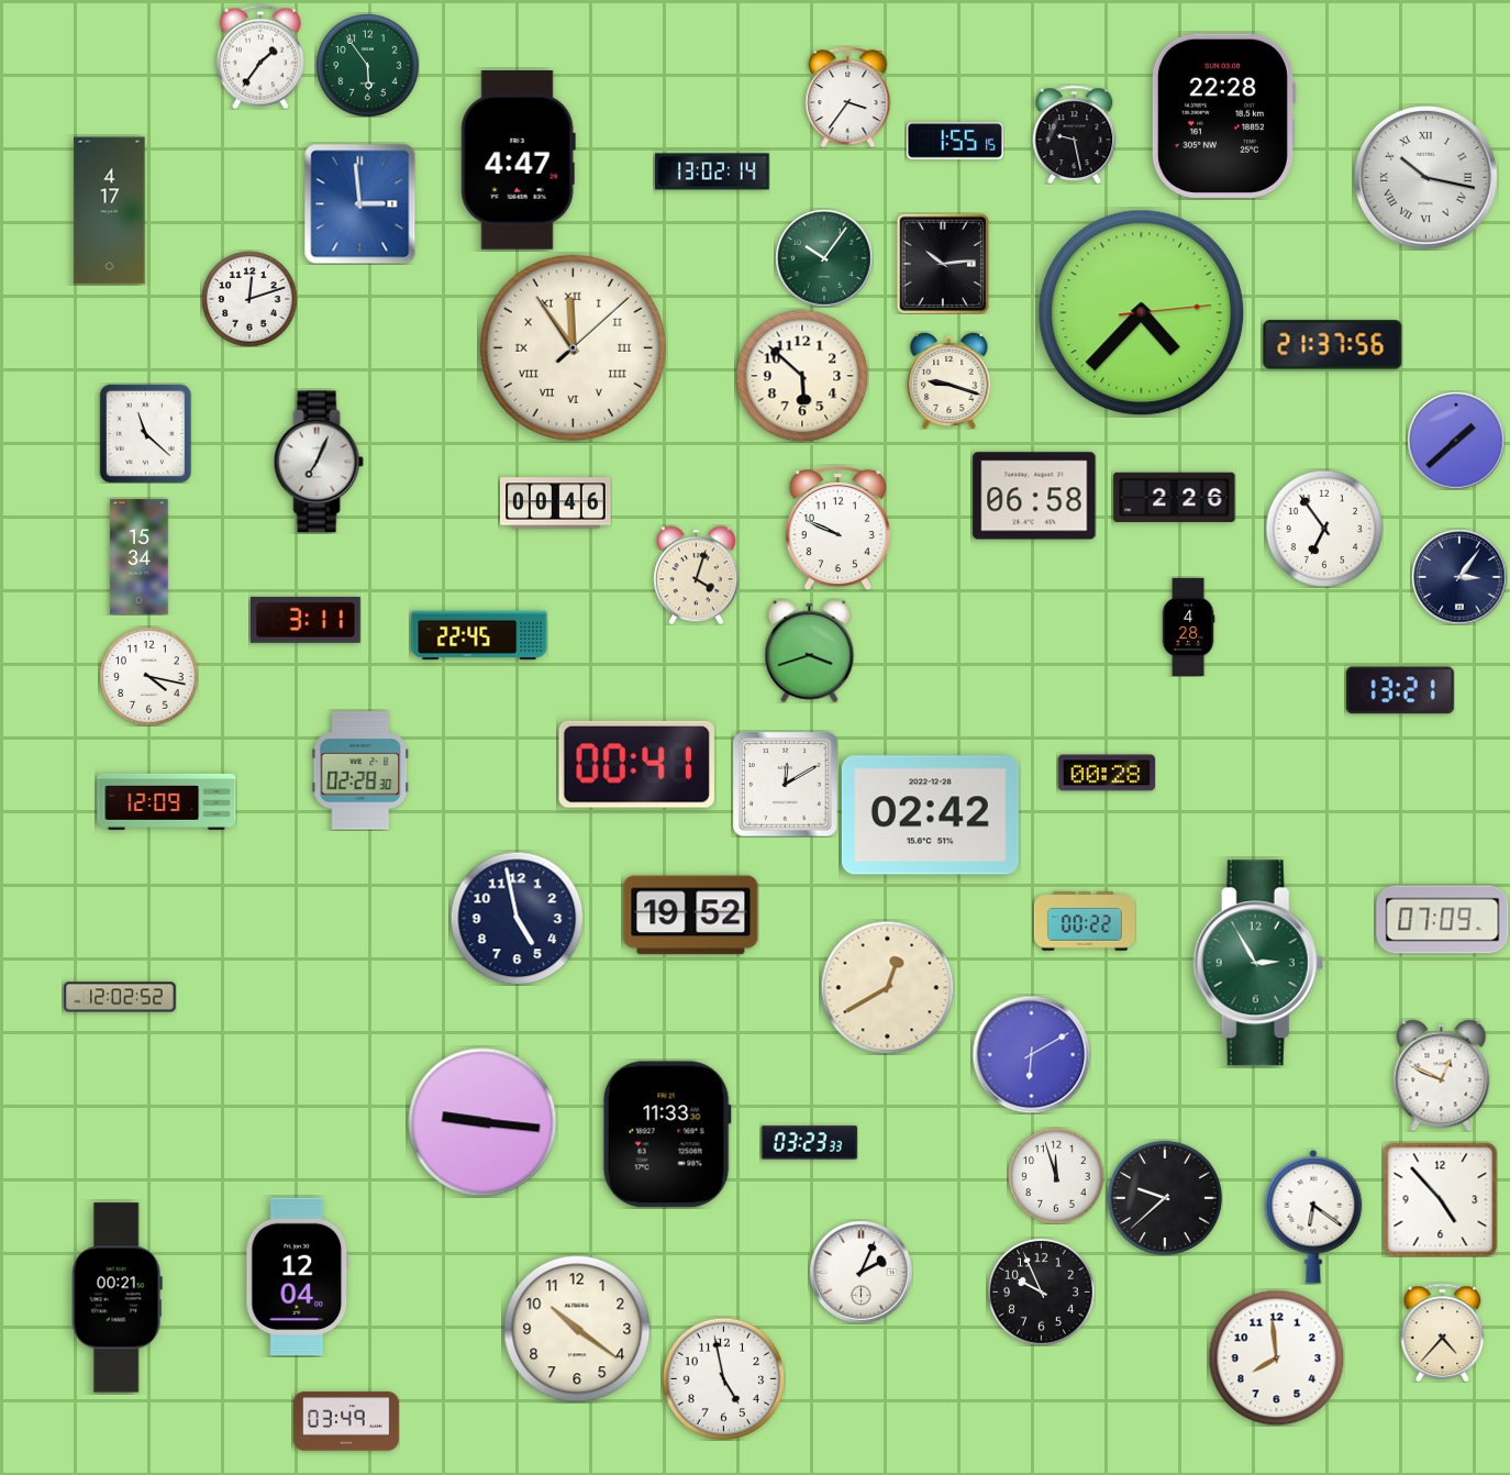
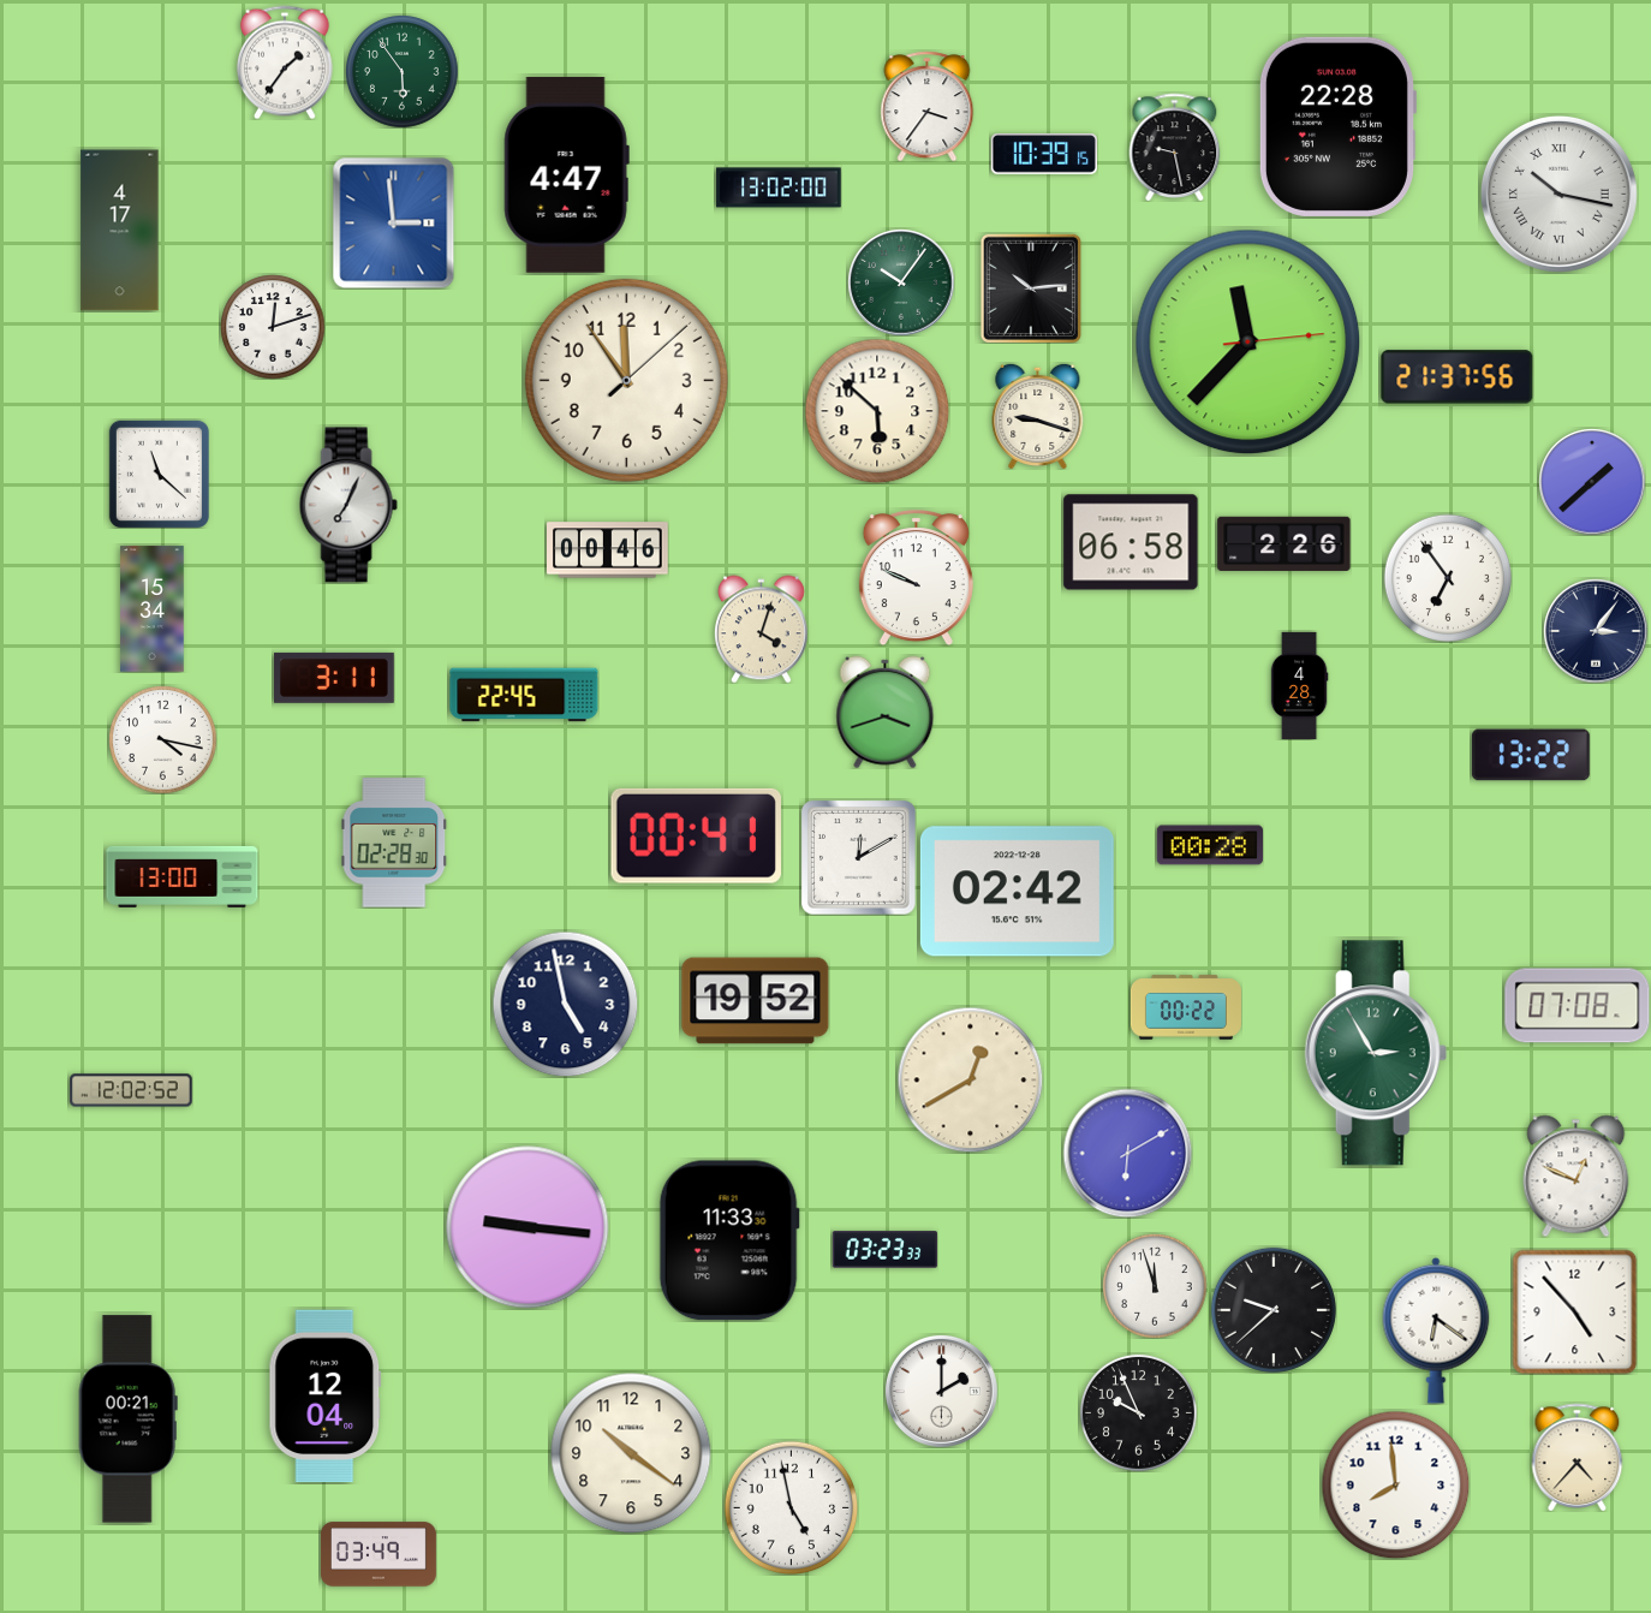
clock at (955, 141): 1:55 -> 10:39
clock at (712, 171): 13:02:14 -> 13:02:00
clock at (1142, 313): 4:37 -> 11:37
clock at (573, 347) numerals: Roman -> Arabic
clock at (1400, 690): 13:21 -> 13:22
clock at (167, 801): 12:09 -> 13:00
clock at (1443, 920): 07:09 -> 07:08
clock at (861, 1272): 2:04 -> 2:00
